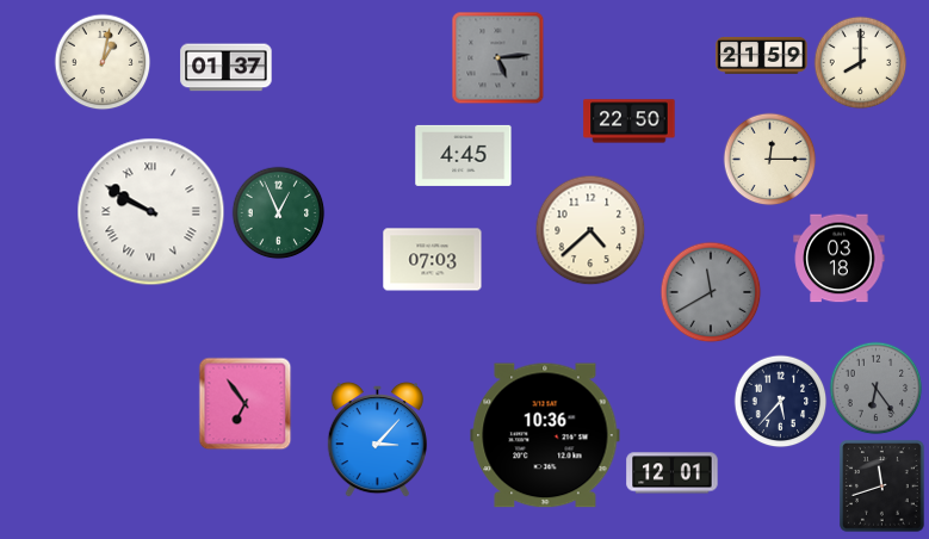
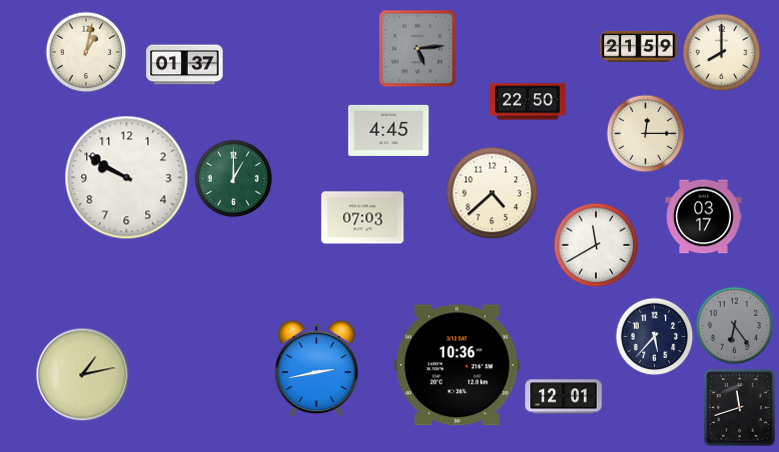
clock at (227, 68) position: (227, 68) -> (185, 65)
clock at (151, 212) numerals: Roman -> Arabic
clock at (278, 212): 12:56 -> 1:00
clock at (590, 230) position: (590, 230) -> (492, 193)
clock at (840, 259): 03:18 -> 03:17
clock at (711, 292) dial: grey -> white
clock at (244, 403): 6:54 -> none
clock at (377, 439): 3:07 -> 2:43
clock at (82, 374): none -> 1:13
